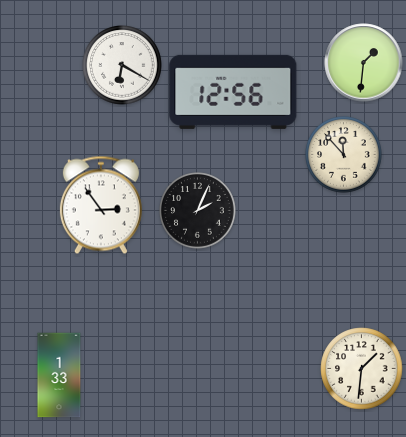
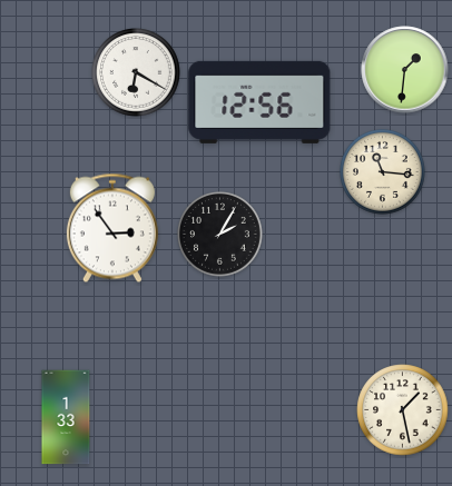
clock at (344, 155): 11:53 -> 11:16
clock at (198, 211): 2:04 -> 2:05
clock at (362, 369): 1:31 -> 1:28
